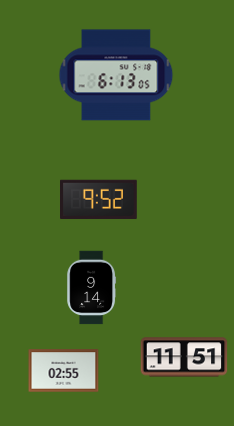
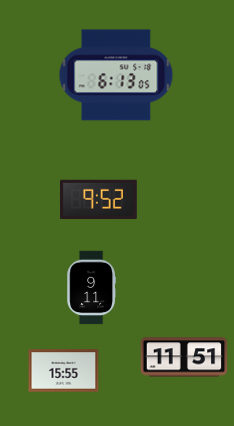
clock at (92, 288): 9:14 -> 9:11
clock at (64, 371): 02:55 -> 15:55
